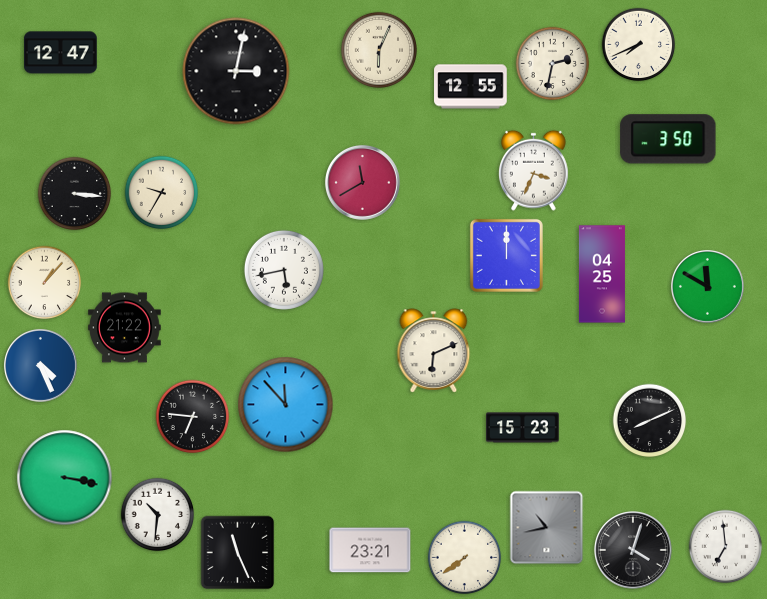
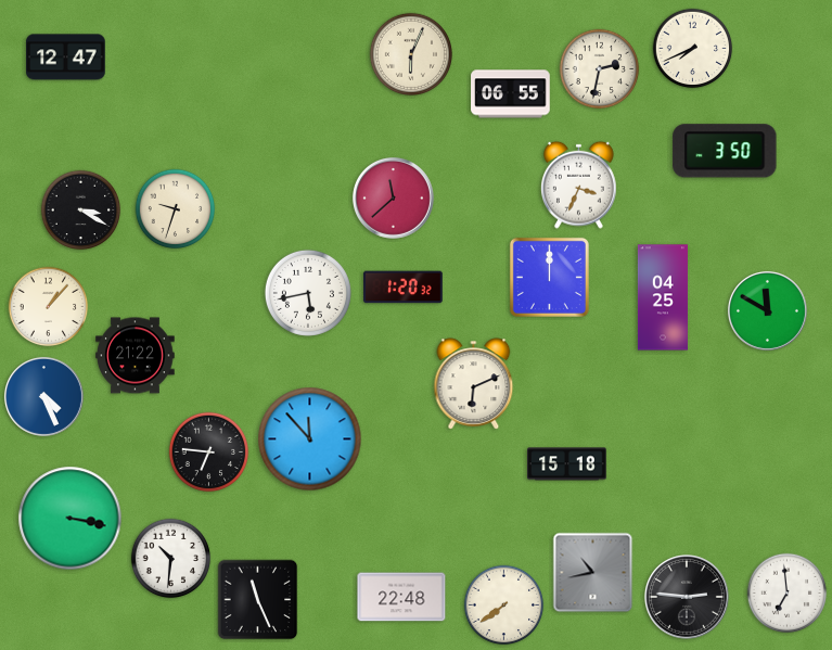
clock at (236, 71): 3:02 -> none
clock at (471, 87): 12:55 -> 06:55
clock at (362, 182): 11:40 -> 11:38
clock at (162, 193): 9:35 -> 9:33
clock at (75, 194): 3:16 -> 3:20
clock at (404, 288): none -> 1:20
clock at (602, 274) position: (602, 274) -> (663, 297)
clock at (434, 351) position: (434, 351) -> (474, 384)
clock at (650, 421): 8:11 -> none
clock at (523, 428): 15:23 -> 15:18
clock at (370, 550): 23:21 -> 22:48
clock at (634, 551): 4:03 -> 2:46
